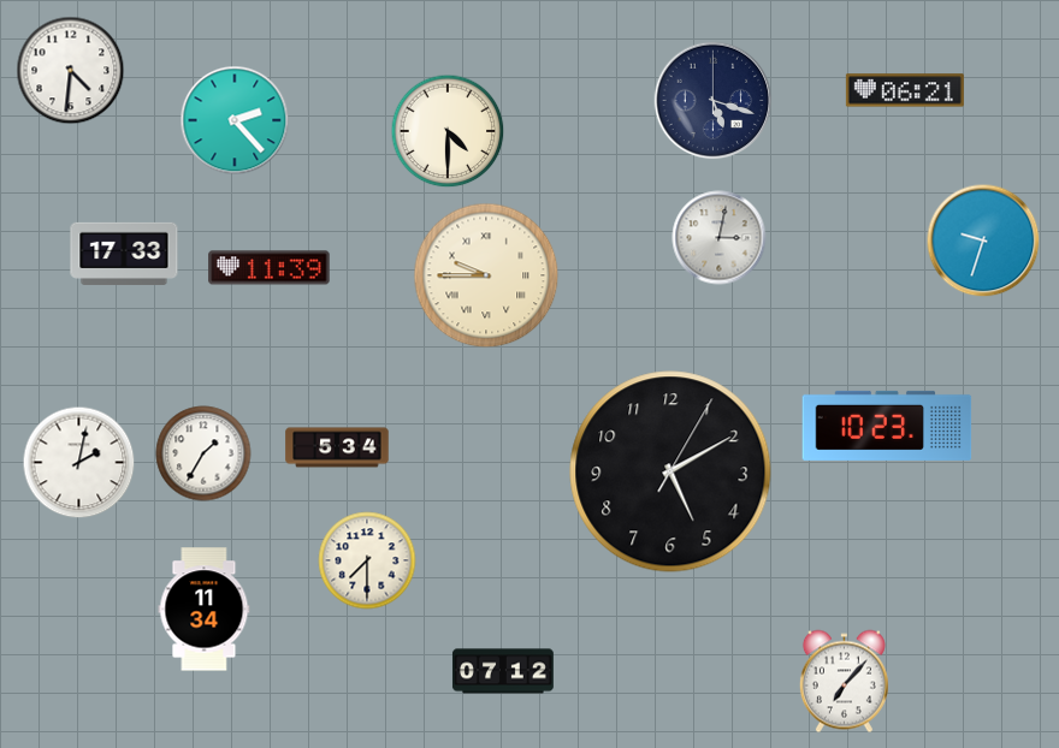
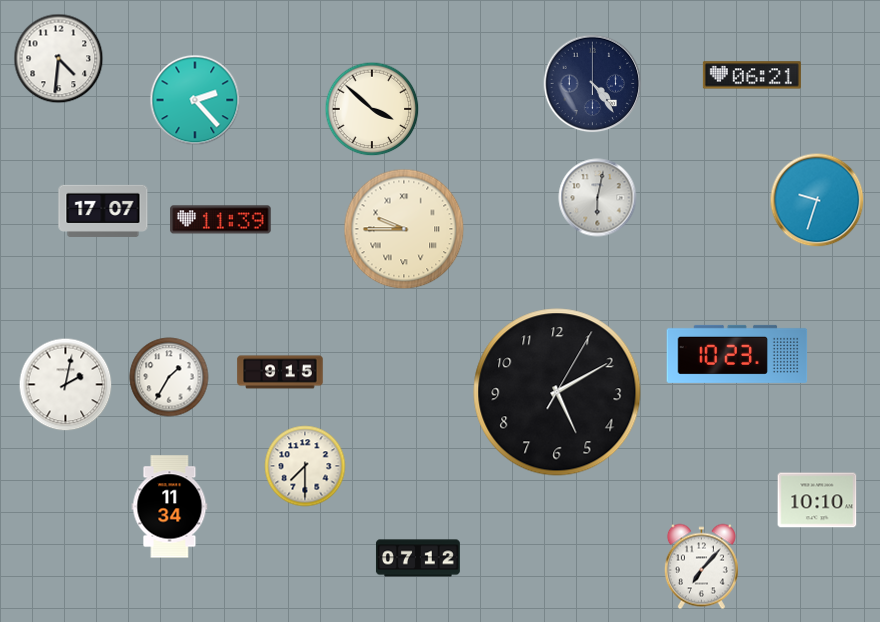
clock at (714, 101): 5:18 -> 4:24
clock at (448, 131): 4:30 -> 3:52
clock at (720, 238): 3:02 -> 6:02
clock at (124, 253): 17:33 -> 17:07
clock at (270, 268) position: (270, 268) -> (221, 220)
clock at (337, 447): 5:34 -> 9:15
clock at (817, 500): none -> 10:10
